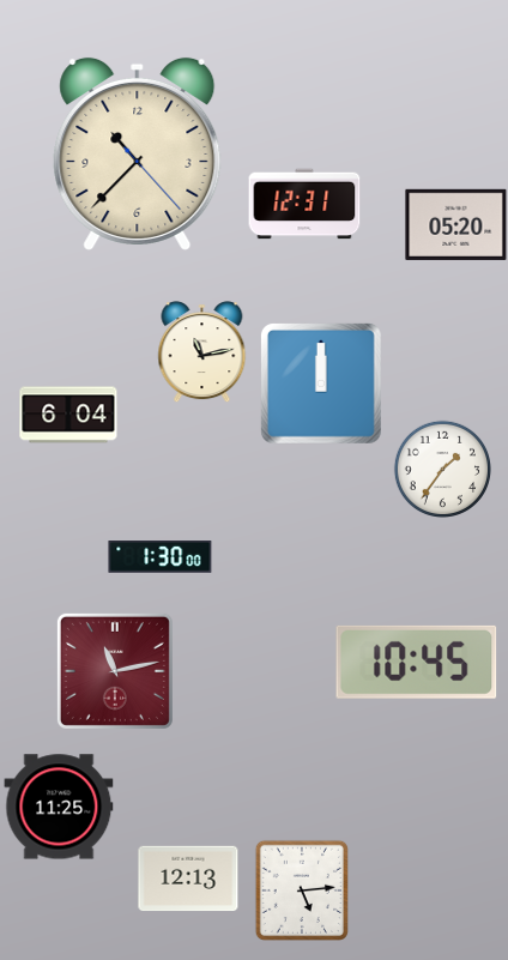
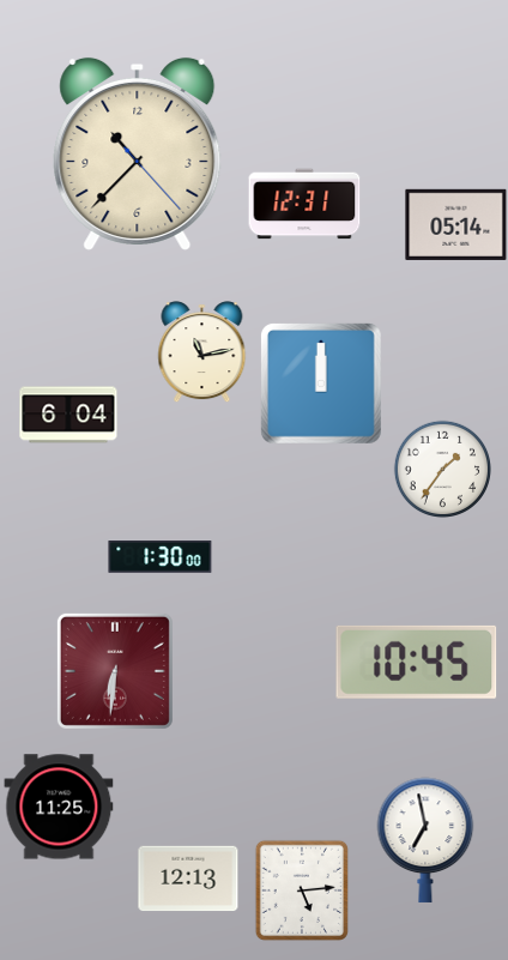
clock at (456, 224): 05:20 -> 05:14
clock at (115, 671): 11:13 -> 6:31
clock at (425, 840): none -> 6:58
